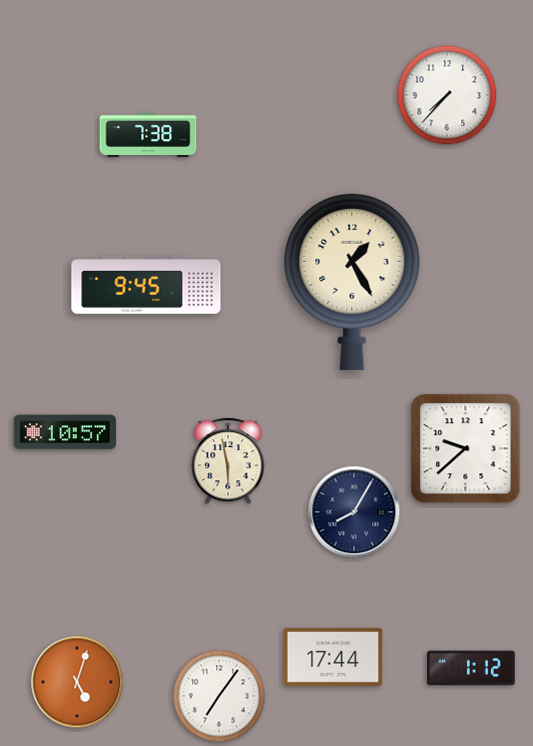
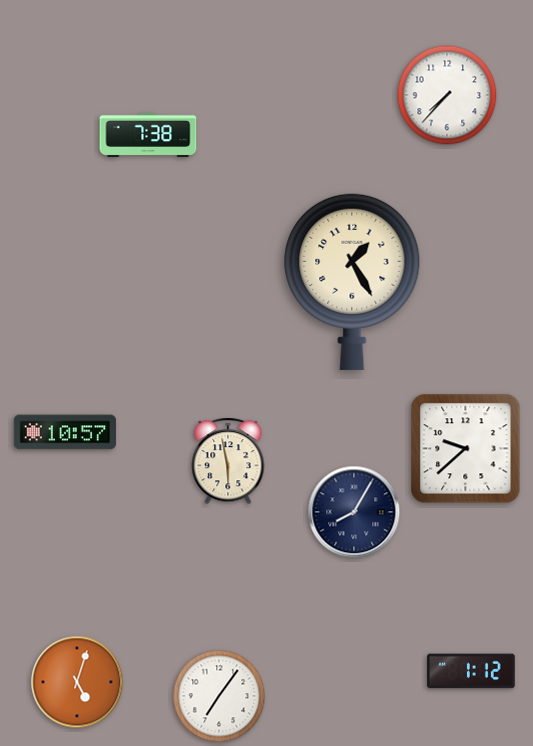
clock at (146, 285): 9:45 -> none
clock at (333, 657): 17:44 -> none
clock at (471, 668) position: (471, 668) -> (471, 671)
